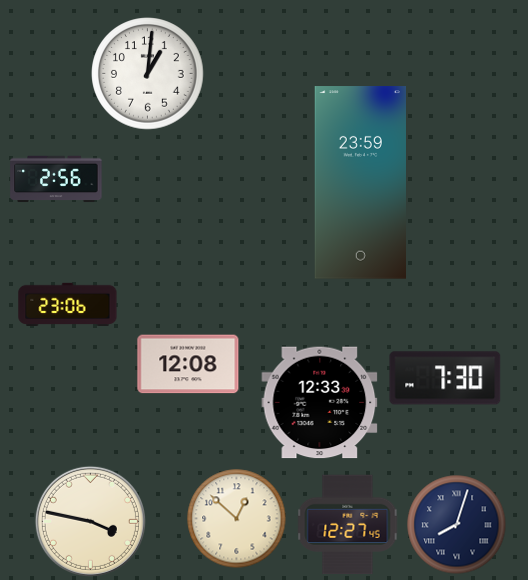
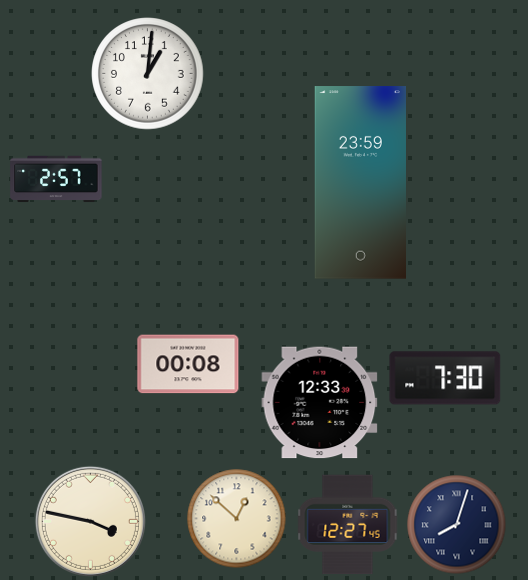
clock at (56, 179): 2:56 -> 2:57
clock at (68, 305): 23:06 -> none
clock at (188, 364): 12:08 -> 00:08
